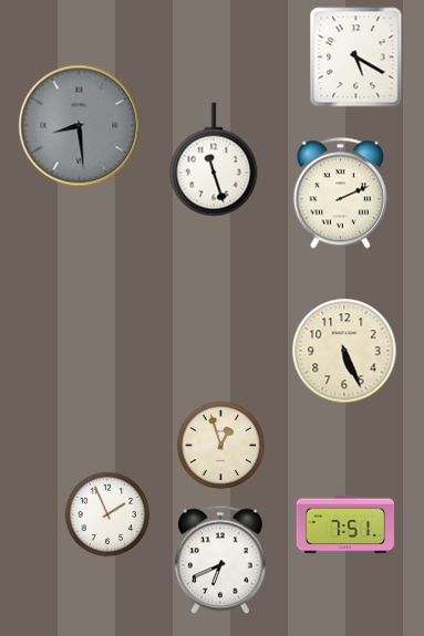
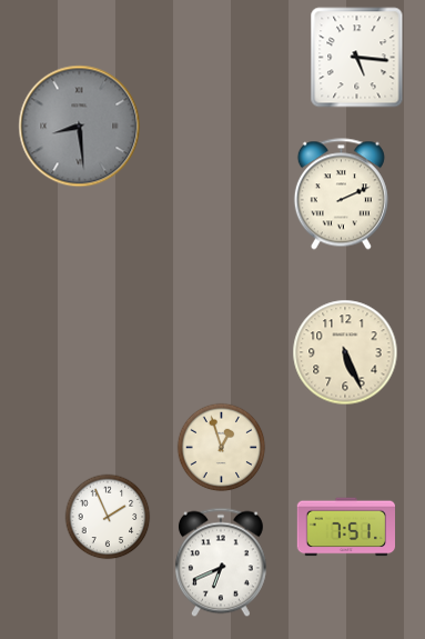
clock at (356, 58): 5:20 -> 5:16
clock at (214, 159): 11:27 -> none
